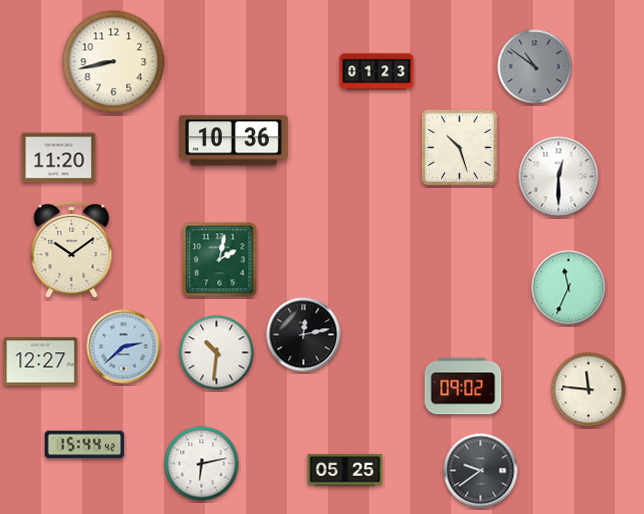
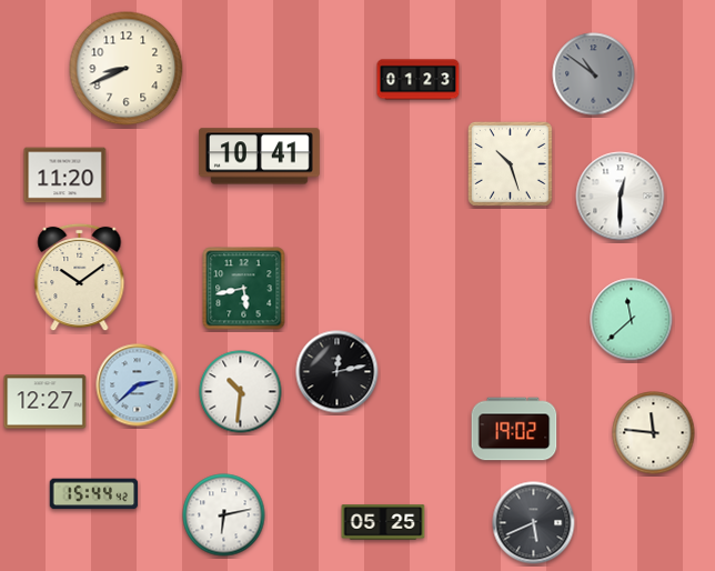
clock at (114, 62): 8:43 -> 8:41
clock at (233, 141): 10:36 -> 10:41
clock at (220, 260): 2:02 -> 5:43
clock at (569, 288): 11:34 -> 11:38
clock at (463, 386): 09:02 -> 19:02
clock at (481, 471): 9:39 -> 5:41
